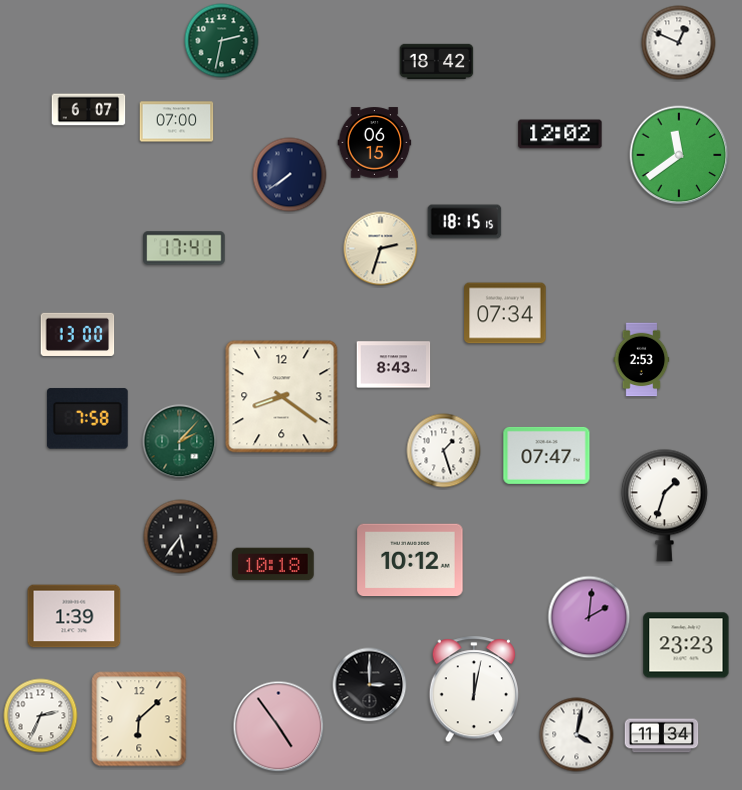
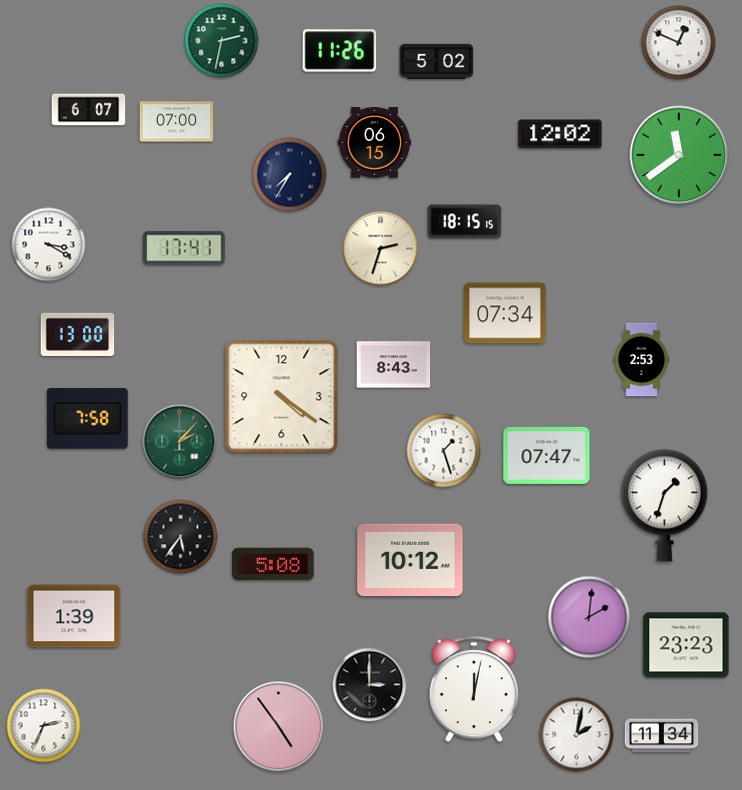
clock at (340, 51): none -> 11:26
clock at (437, 61): 18:42 -> 5:02
clock at (290, 175): 7:39 -> 7:35
clock at (49, 245): none -> 3:20
clock at (282, 397): 8:21 -> 4:21
clock at (273, 564): 10:18 -> 5:08
clock at (41, 716) position: (41, 716) -> (44, 726)
clock at (139, 719): 6:08 -> none
clock at (577, 735): 4:02 -> 2:02
